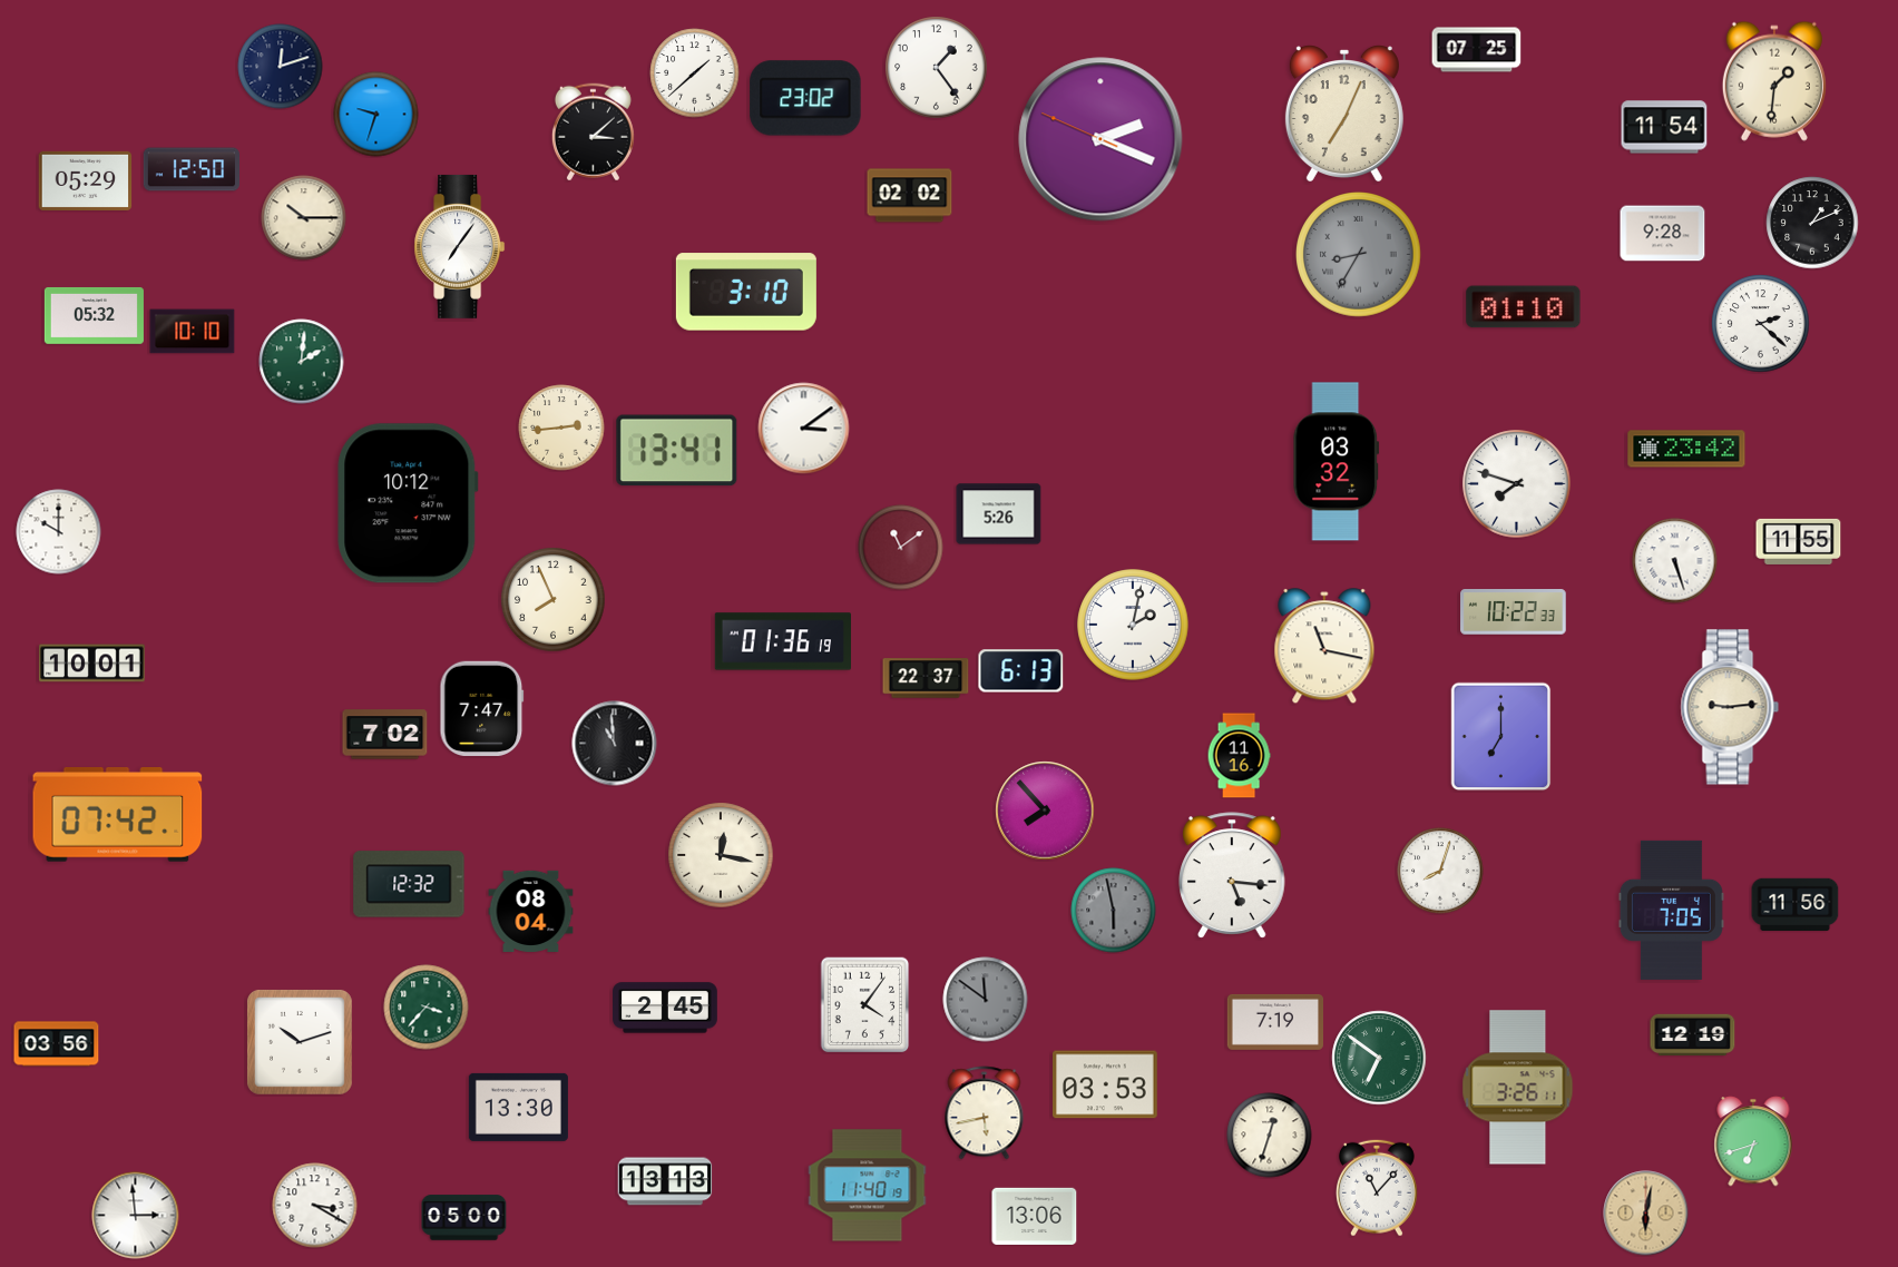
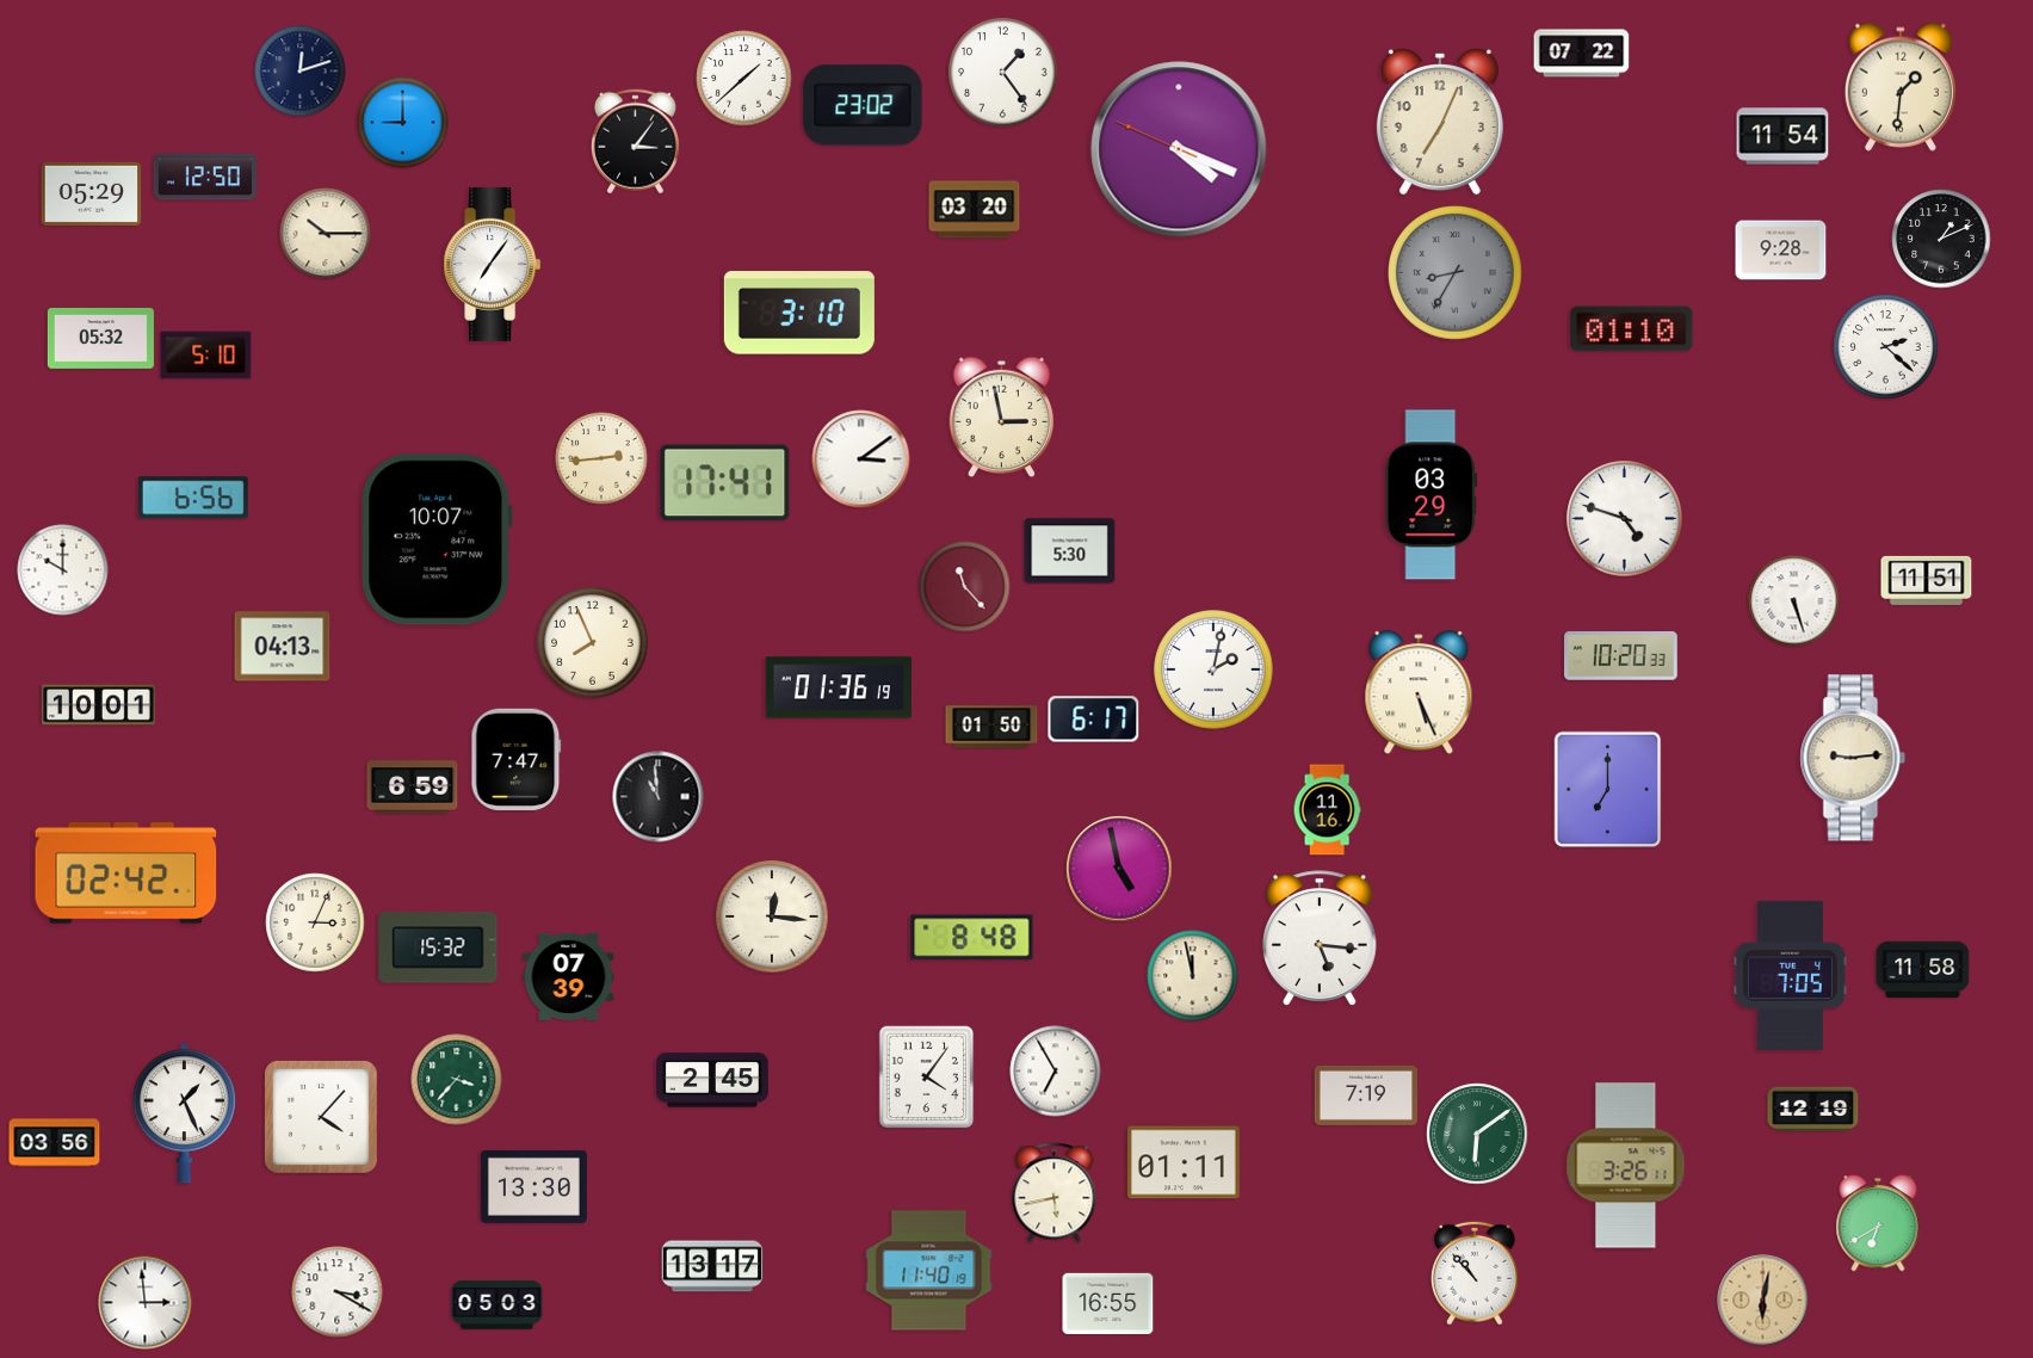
clock at (1477, 50): 07:25 -> 07:22
clock at (376, 115): 9:33 -> 9:00
clock at (593, 132): 3:08 -> 3:06
clock at (1100, 139): 2:18 -> 4:18
clock at (192, 169) position: (192, 169) -> (205, 177)
clock at (910, 196): 02:02 -> 03:20
clock at (193, 332): 10:10 -> 5:10
clock at (302, 362): 2:01 -> none
clock at (1002, 418): none -> 2:58
clock at (1686, 449): 23:42 -> none
clock at (677, 451): 13:41 -> 17:41
clock at (1337, 462): 03:32 -> 03:29
clock at (193, 498): none -> 6:56
clock at (1517, 484): 7:48 -> 4:48
clock at (408, 503): 10:12 -> 10:07
clock at (999, 514): 5:26 -> 5:30
clock at (1799, 541): 11:55 -> 11:51
clock at (901, 548): 11:09 -> 11:23
clock at (283, 647): none -> 04:13
clock at (1514, 612): 10:22 -> 10:20
clock at (1324, 647): 11:17 -> 5:26
clock at (92, 664) position: (92, 664) -> (99, 705)
clock at (1021, 671): 6:13 -> 6:17
clock at (926, 678): 22:37 -> 01:50
clock at (385, 735): 7:02 -> 6:59
clock at (1045, 811): 7:53 -> 4:58
clock at (118, 815): 07:42 -> 02:42
clock at (721, 855): 12:17 -> 12:16
clock at (315, 922): none -> 3:04
clock at (1440, 871): 8:03 -> none
clock at (972, 938): none -> 8:48
clock at (409, 884): 12:32 -> 15:32
clock at (1796, 904): 11:56 -> 11:58
clock at (531, 911): 08:04 -> 07:39
clock at (1114, 911): 5:58 -> 11:58
clock at (1114, 911) dial: grey -> cream
clock at (986, 1000): 11:51 -> 6:55
clock at (986, 1000) dial: grey -> white
clock at (184, 1113): none -> 1:26
clock at (300, 1042): 10:12 -> 4:07
clock at (57, 1044) position: (57, 1044) -> (55, 1143)
clock at (1379, 1058): 6:51 -> 6:09
clock at (1106, 1084): 03:53 -> 01:11
clock at (518, 1107) position: (518, 1107) -> (533, 1186)
clock at (1270, 1136): 12:33 -> none
clock at (1753, 1141): 6:42 -> 6:40
clock at (665, 1181): 13:13 -> 13:17
clock at (1377, 1188): 11:07 -> 10:53
clock at (1035, 1216): 13:06 -> 16:55
clock at (464, 1218): 05:00 -> 05:03
